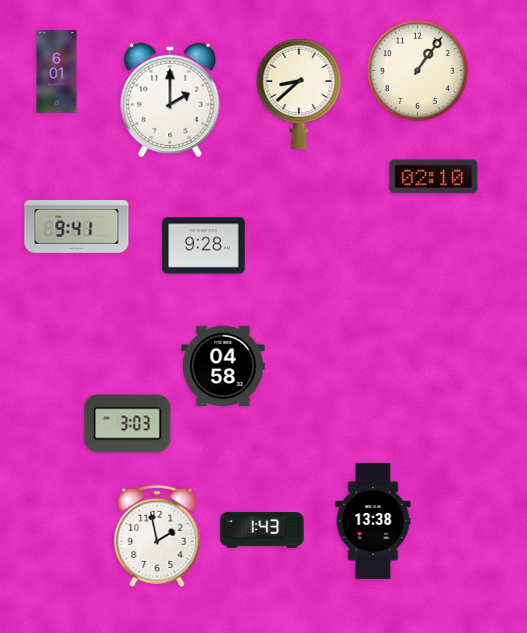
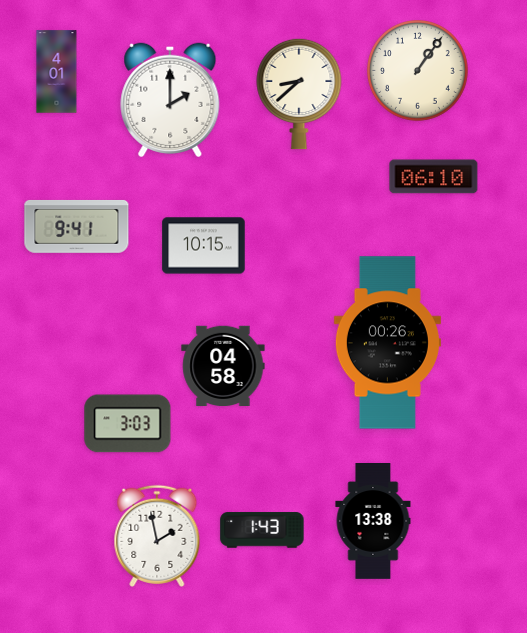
clock at (57, 72): 6:01 -> 4:01
clock at (434, 177): 02:10 -> 06:10
clock at (204, 246): 9:28 -> 10:15
clock at (387, 343): none -> 00:26
